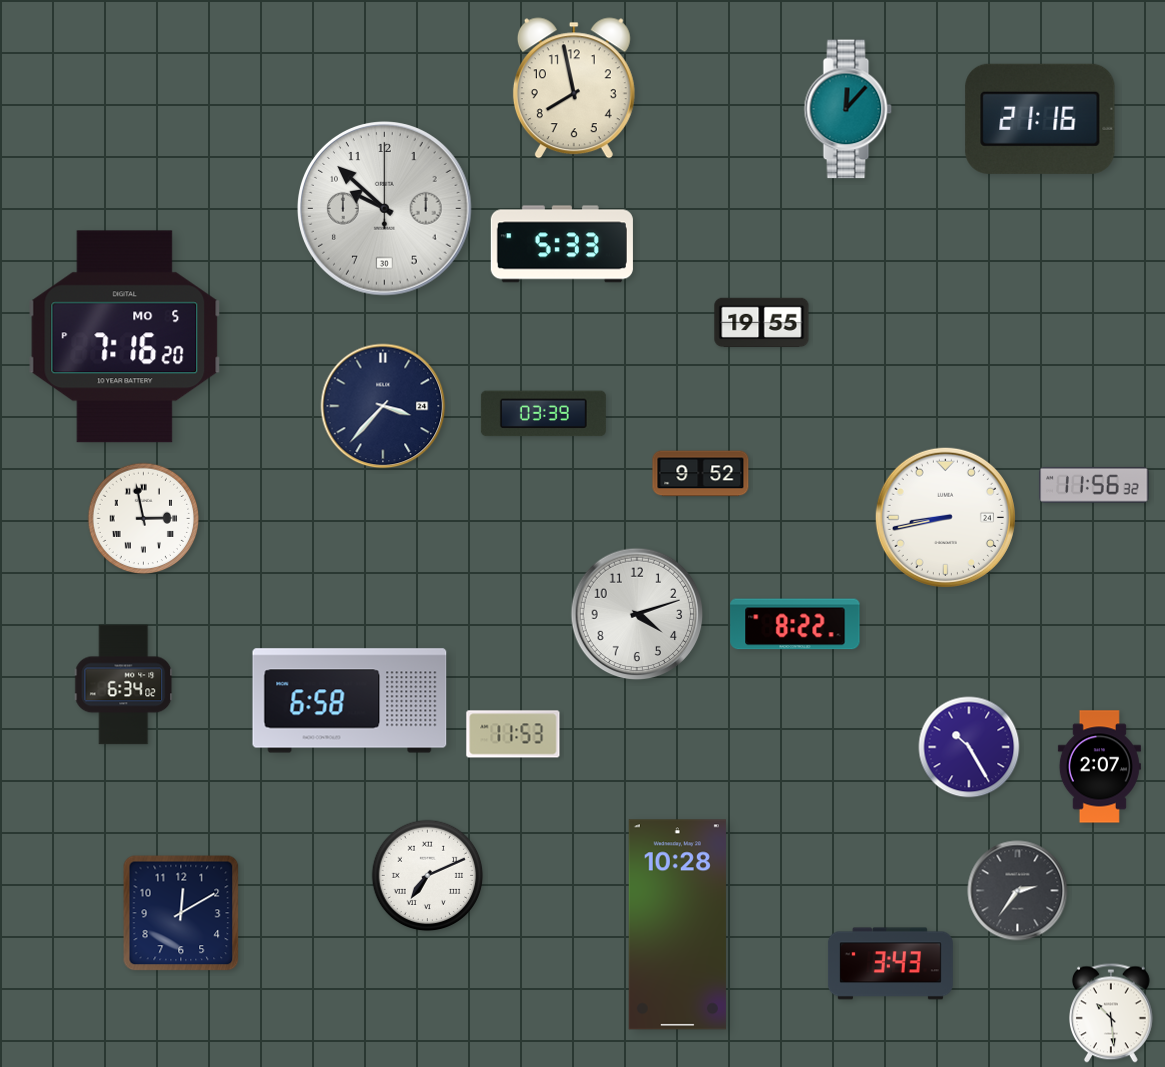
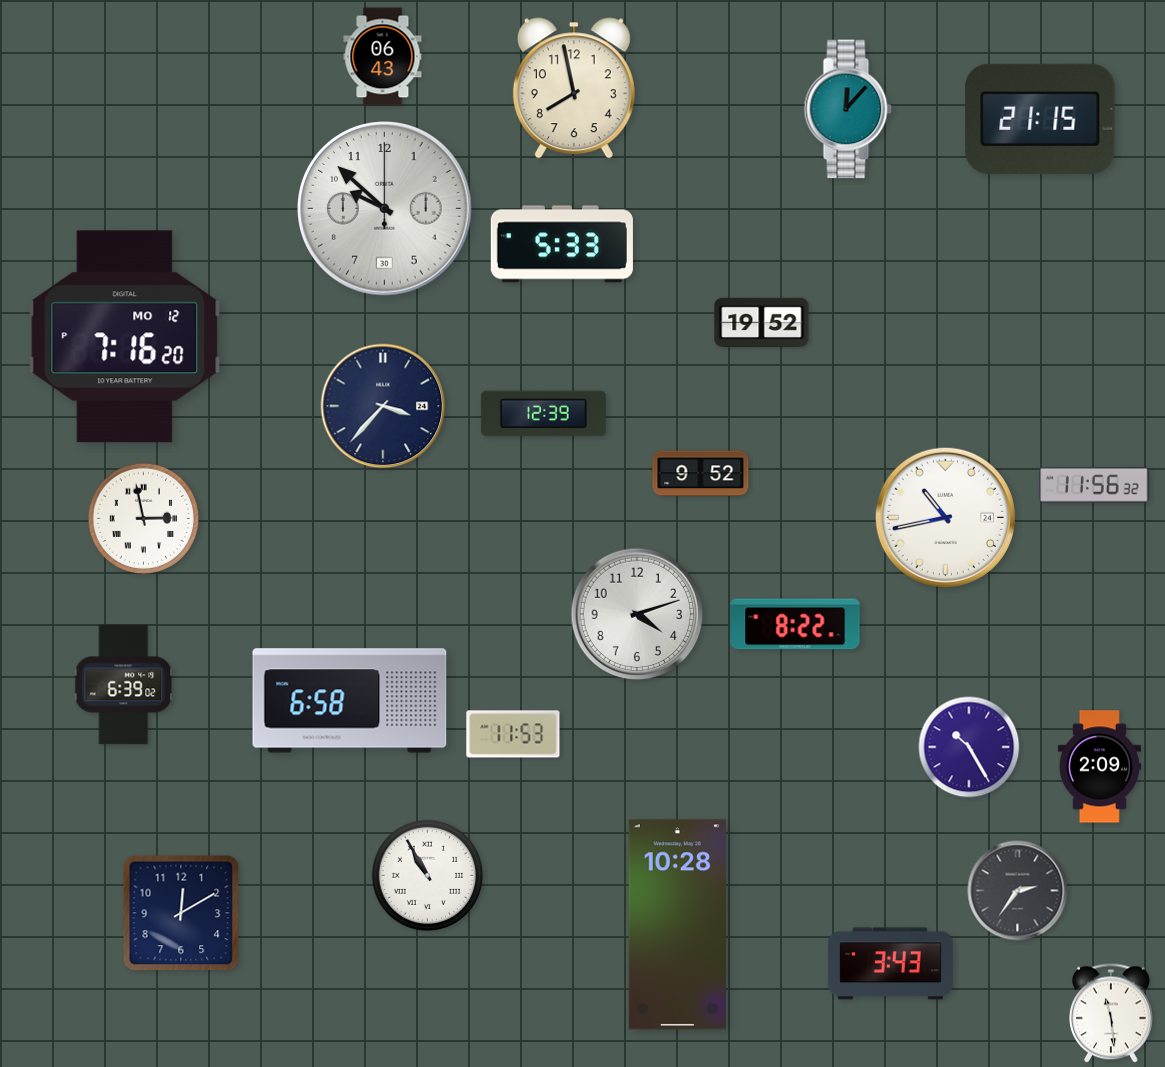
clock at (383, 57): none -> 06:43
clock at (1040, 119): 21:16 -> 21:15
clock at (762, 323): 19:55 -> 19:52
clock at (125, 337) date: MO 5 -> MO 12
clock at (543, 414): 03:39 -> 12:39
clock at (945, 517): 8:43 -> 10:43
clock at (124, 685): 6:34 -> 6:39
clock at (1099, 767): 2:07 -> 2:09
clock at (428, 876): 7:11 -> 10:55
clock at (1112, 1013): 10:29 -> 11:29
